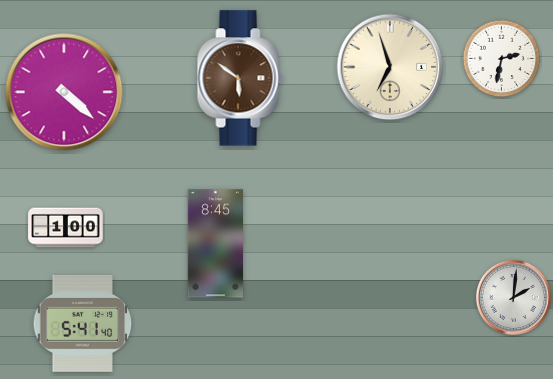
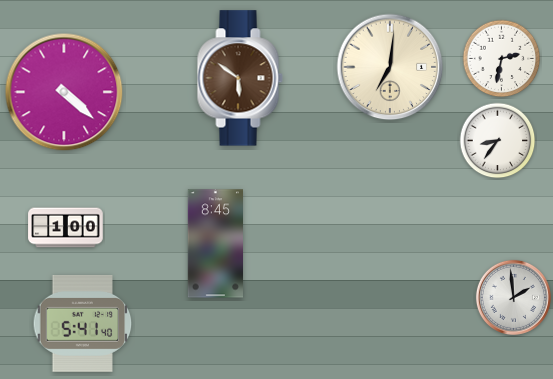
clock at (390, 67): 6:57 -> 7:01
clock at (498, 141): none -> 8:36
clock at (513, 297): 2:01 -> 1:59
